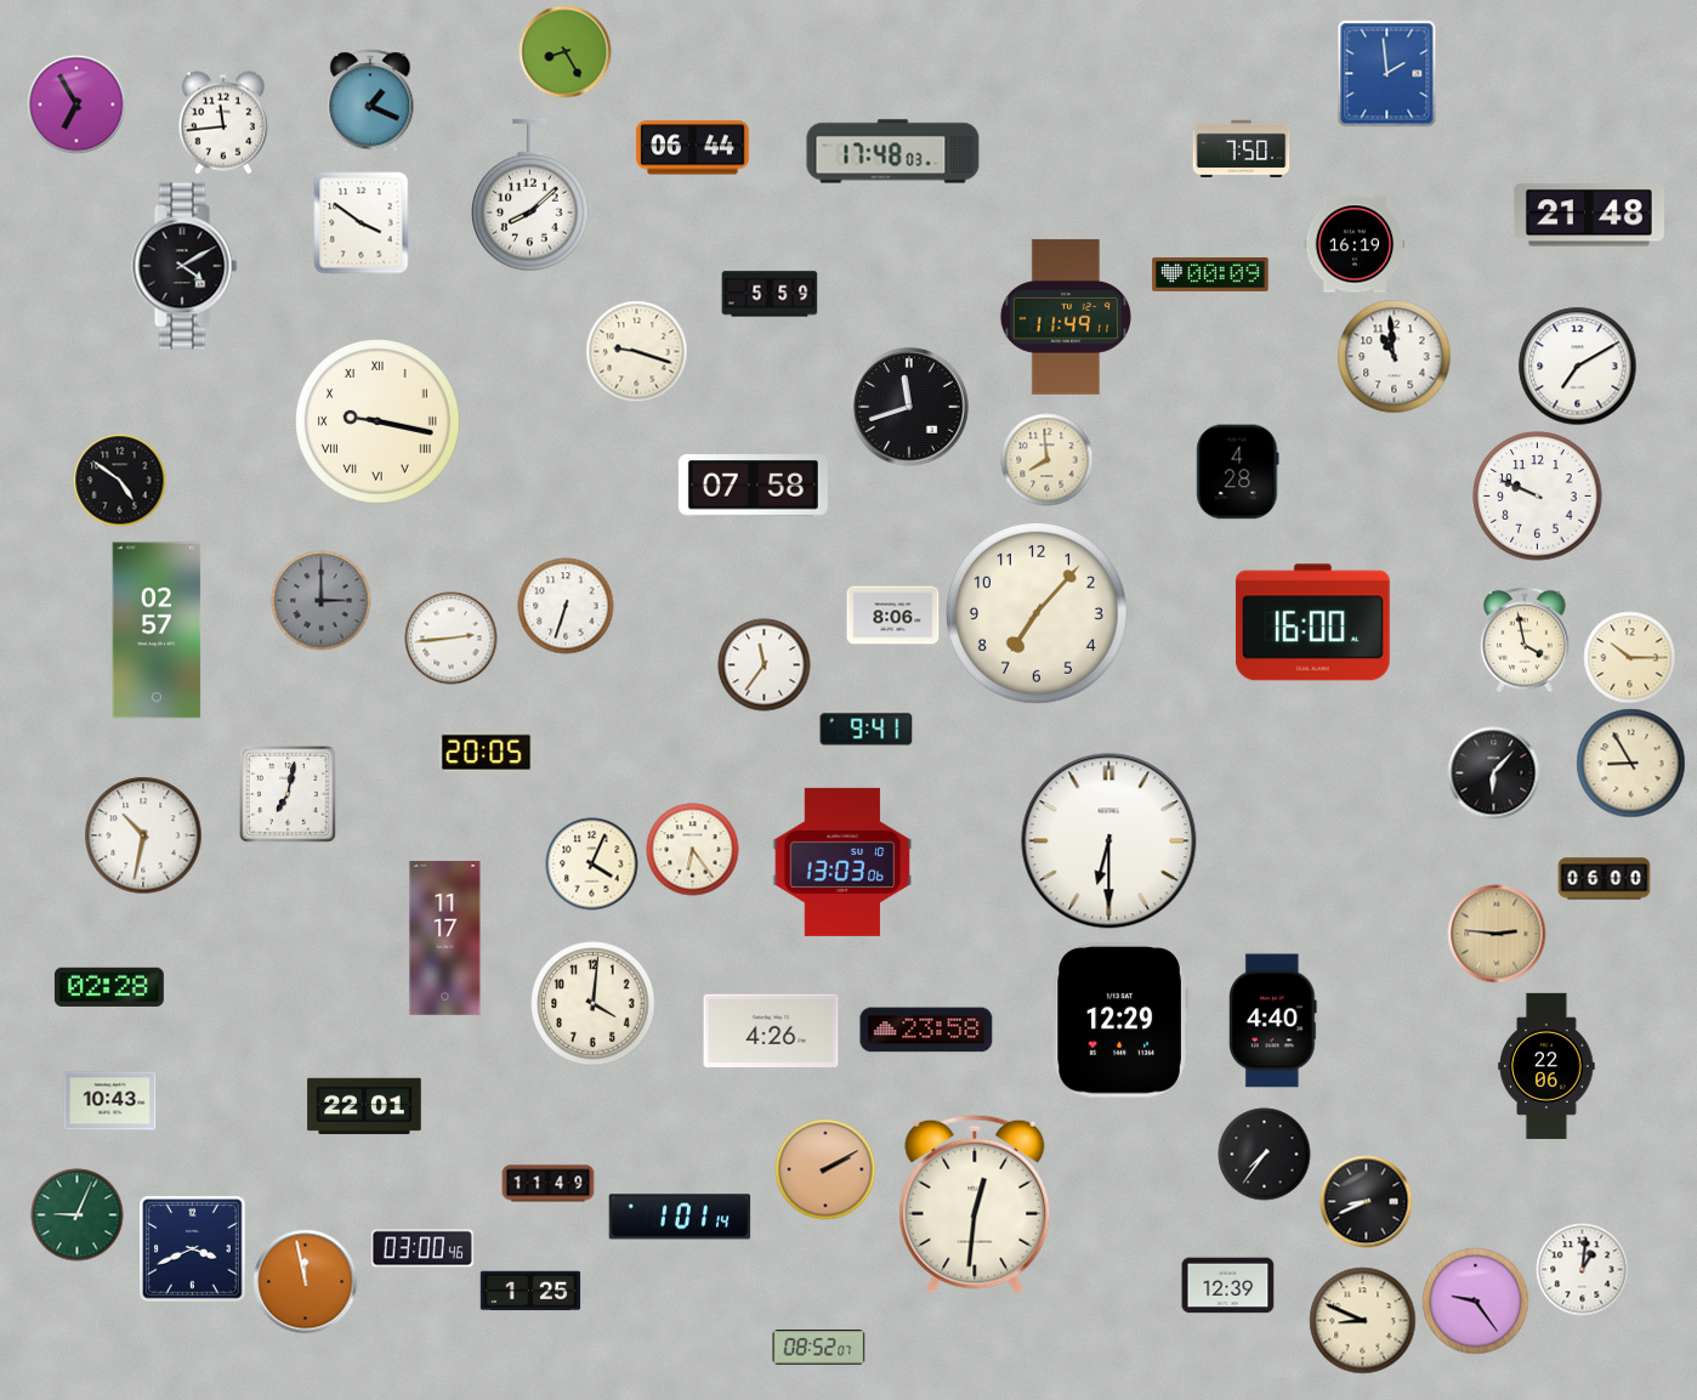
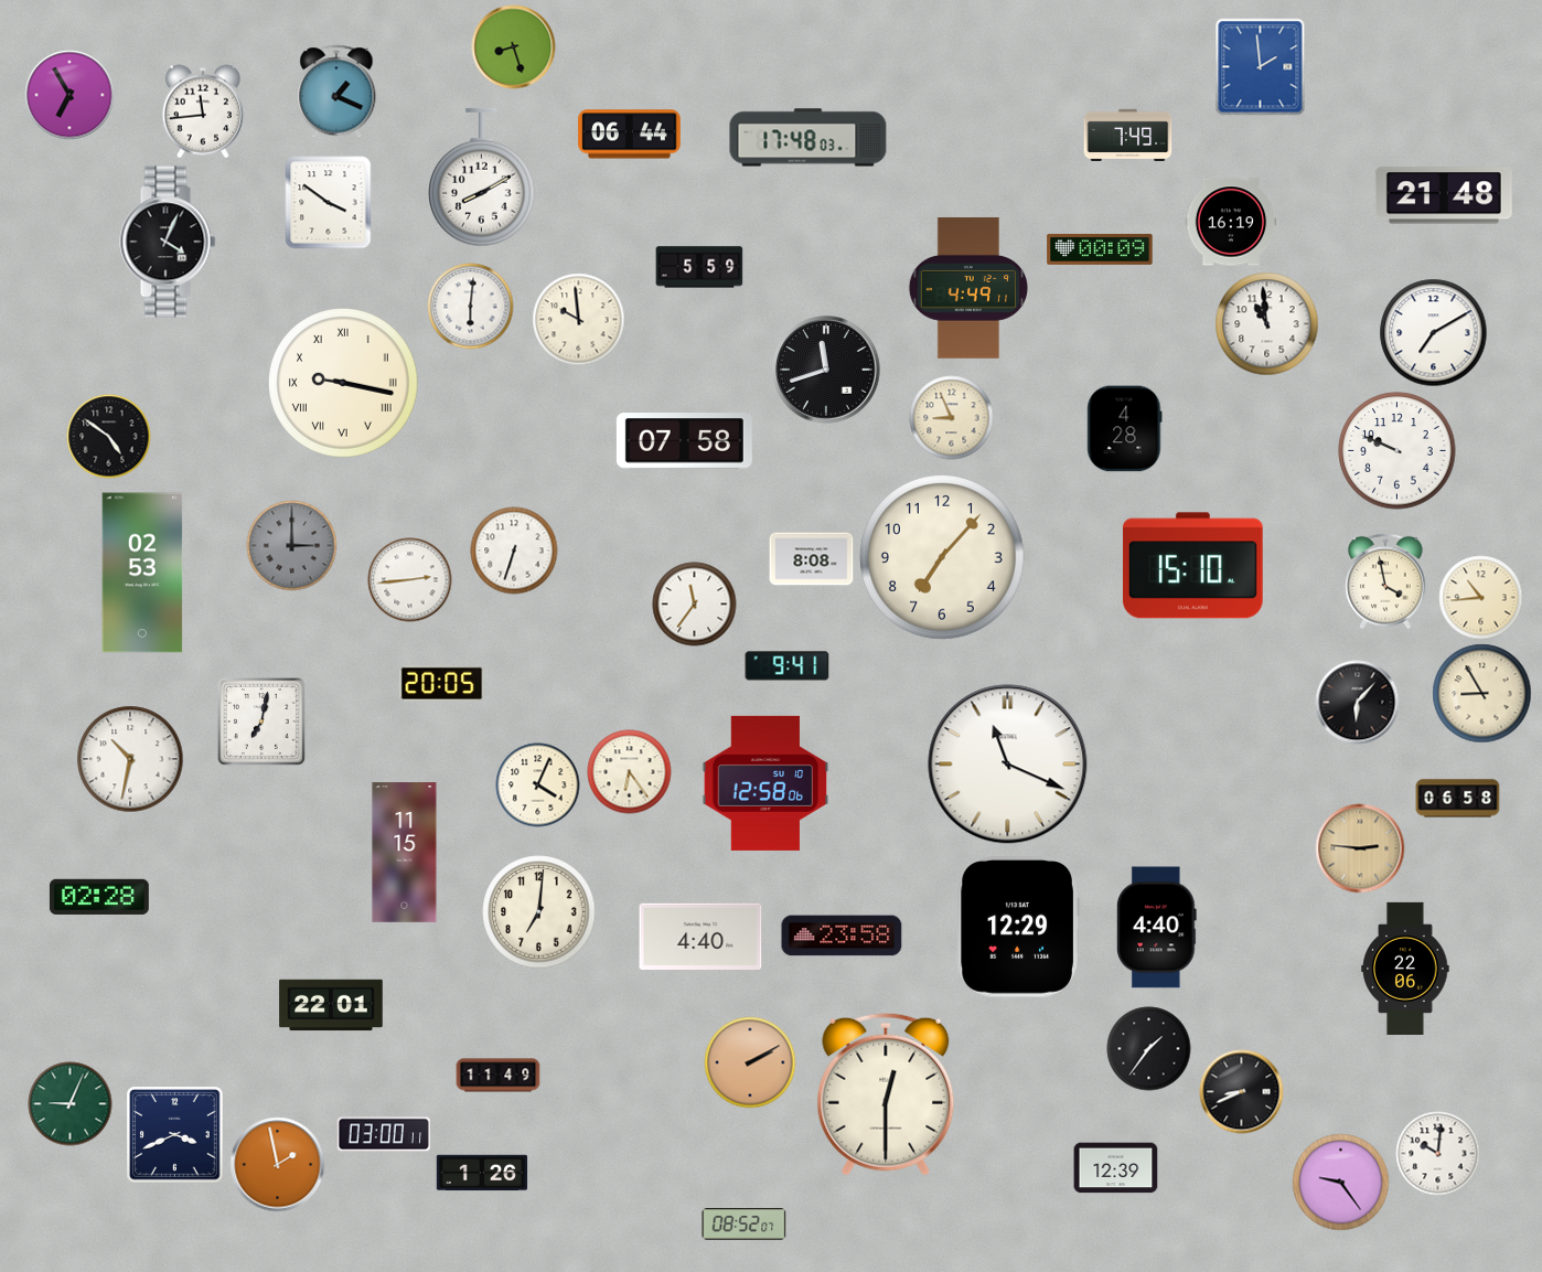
clock at (566, 52): 8:25 -> 8:27
clock at (1242, 149): 7:50 -> 7:49
clock at (893, 152) position: (893, 152) -> (809, 138)
clock at (530, 195): 8:08 -> 8:10
clock at (185, 266): 4:10 -> 4:04
clock at (1065, 317): 11:49 -> 4:49
clock at (471, 307): none -> 6:01
clock at (637, 352): 9:18 -> 9:59
clock at (1048, 460): 7:59 -> 8:56
clock at (893, 616): 8:06 -> 8:08
clock at (1312, 623): 16:00 -> 15:10
clock at (157, 630): 02:57 -> 02:53
clock at (1630, 658): 10:15 -> 10:44
clock at (867, 730) position: (867, 730) -> (788, 666)
clock at (1109, 841): 6:30 -> 11:19
clock at (842, 862): 13:03 -> 12:58
clock at (1605, 879): 06:00 -> 06:58
clock at (445, 939): 11:17 -> 11:15
clock at (594, 1004): 4:01 -> 7:01
clock at (771, 1030): 4:26 -> 4:40
clock at (110, 1101): 10:43 -> none
clock at (1265, 1155): 7:36 -> 1:36
clock at (975, 1205): 12:31 -> 12:30
clock at (680, 1217): 1:01 -> none
clock at (422, 1248): 03:00:46 -> 03:00:11
clock at (1583, 1270): 1:01 -> 10:01
clock at (306, 1282): 11:58 -> 1:58
clock at (530, 1291): 1:25 -> 1:26
clock at (1363, 1321): 8:49 -> none
